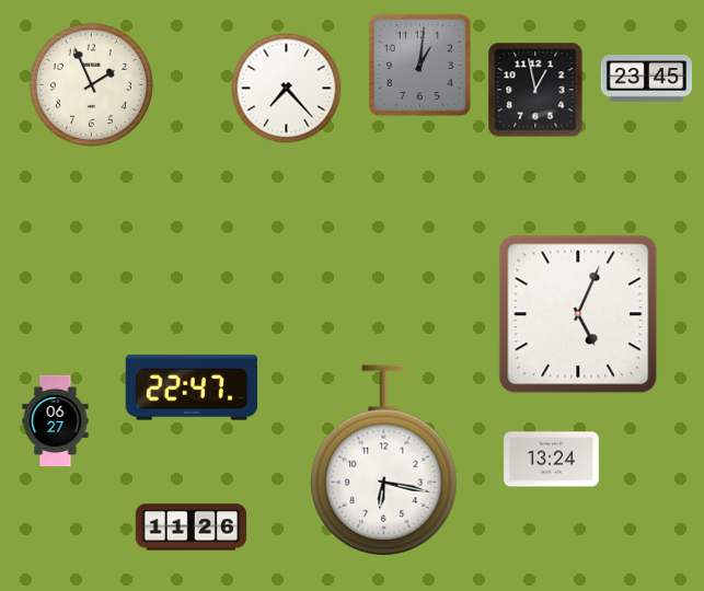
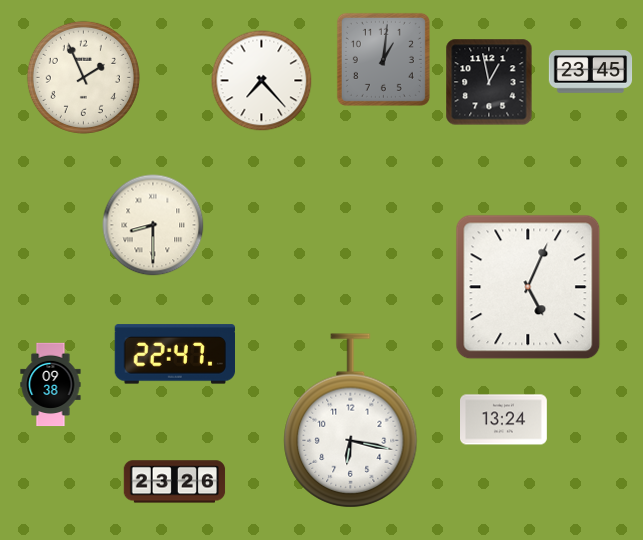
clock at (153, 225): none -> 8:30
clock at (56, 421): 06:27 -> 09:38
clock at (192, 528): 11:26 -> 23:26
